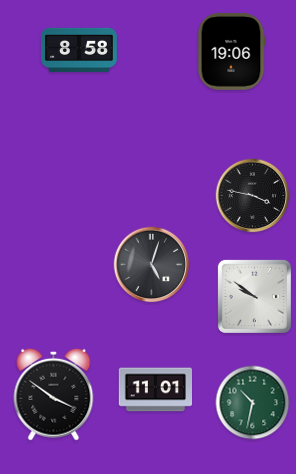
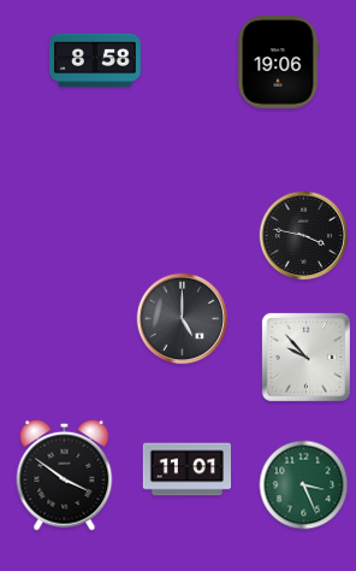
clock at (152, 265): 5:03 -> 5:00
clock at (254, 296): 9:51 -> 9:53
clock at (253, 403): 10:32 -> 3:26
